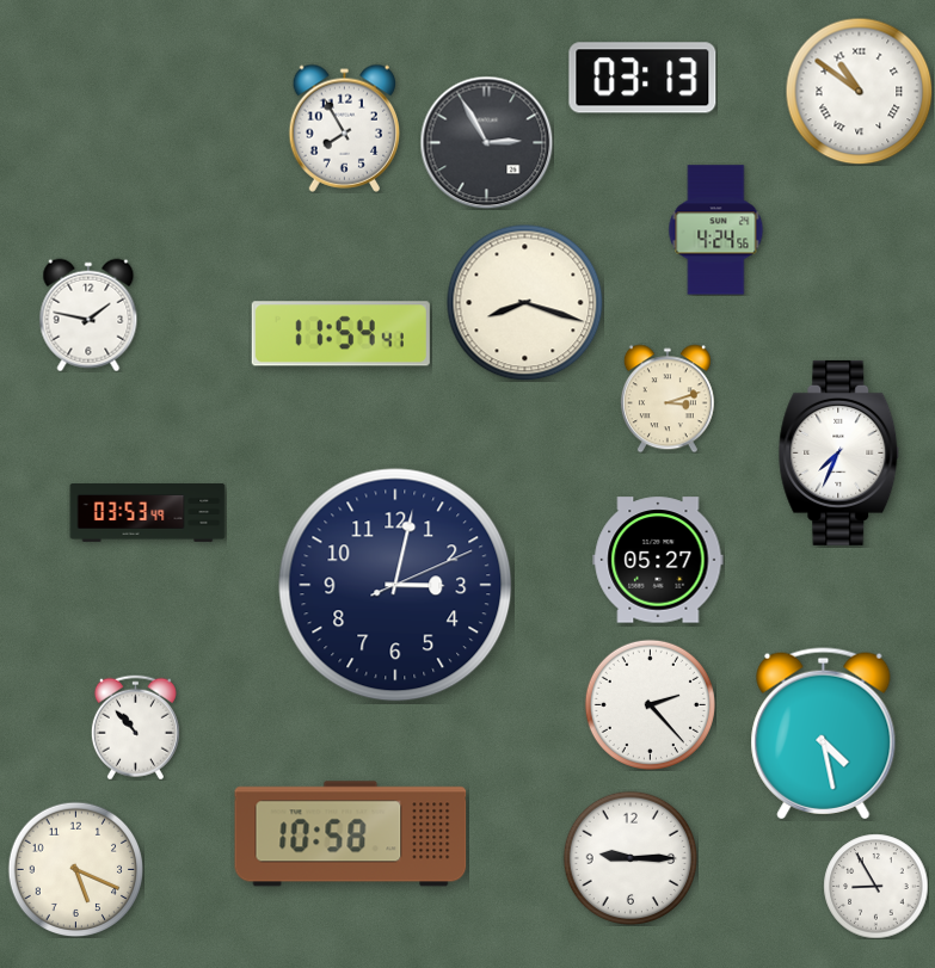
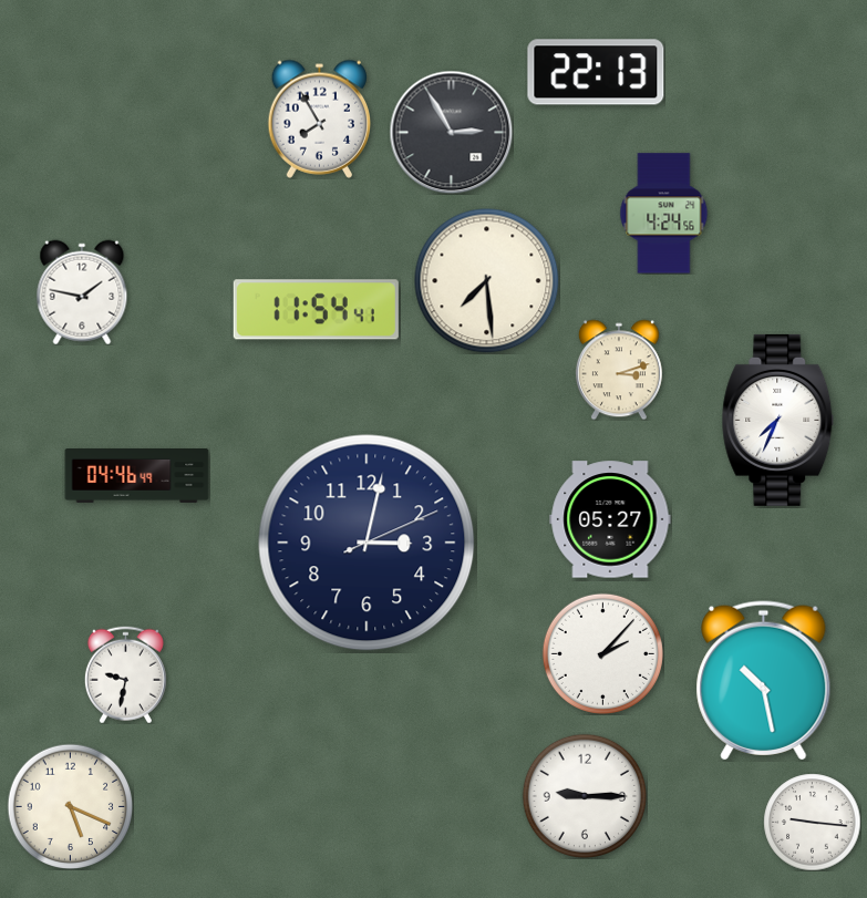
clock at (642, 78): 03:13 -> 22:13
clock at (859, 91): 10:51 -> none
clock at (525, 303): 8:18 -> 7:29
clock at (148, 513): 03:53 -> 04:46
clock at (650, 704): 2:23 -> 2:07
clock at (135, 727): 10:53 -> 9:32
clock at (824, 734): 4:28 -> 10:28
clock at (351, 834): 10:58 -> none
clock at (875, 886): 8:55 -> 9:16
